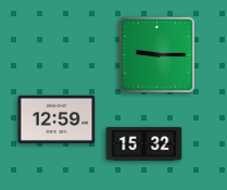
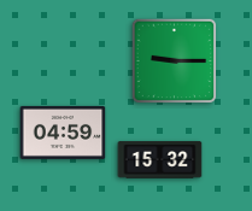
clock at (56, 119): 12:59 -> 04:59
